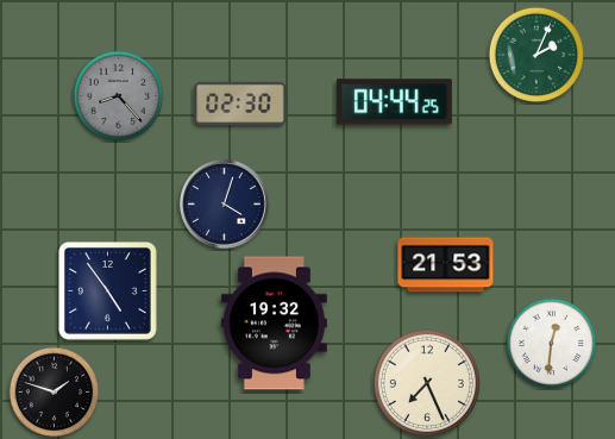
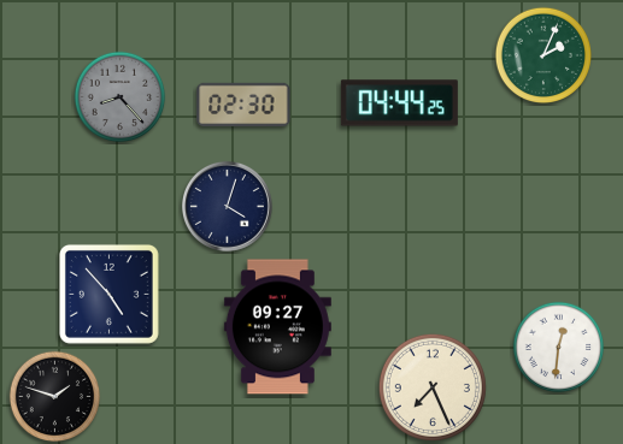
clock at (446, 265): 21:53 -> none
clock at (107, 290): 4:54 -> 4:53
clock at (274, 324): 19:32 -> 09:27
